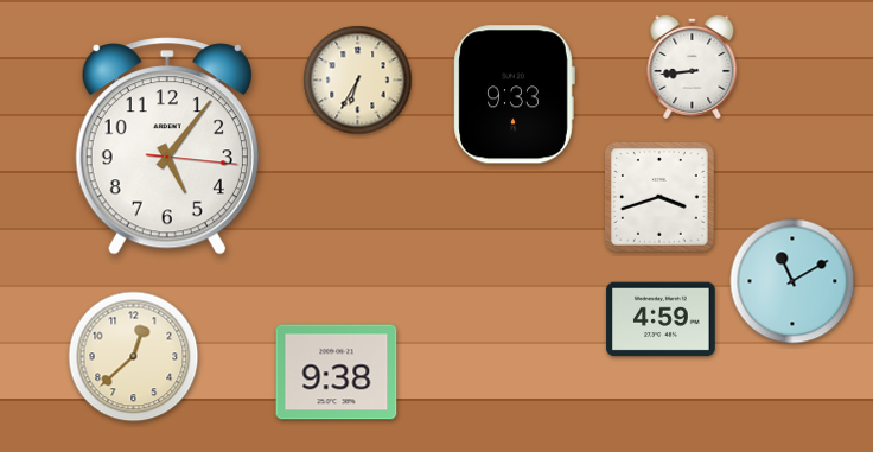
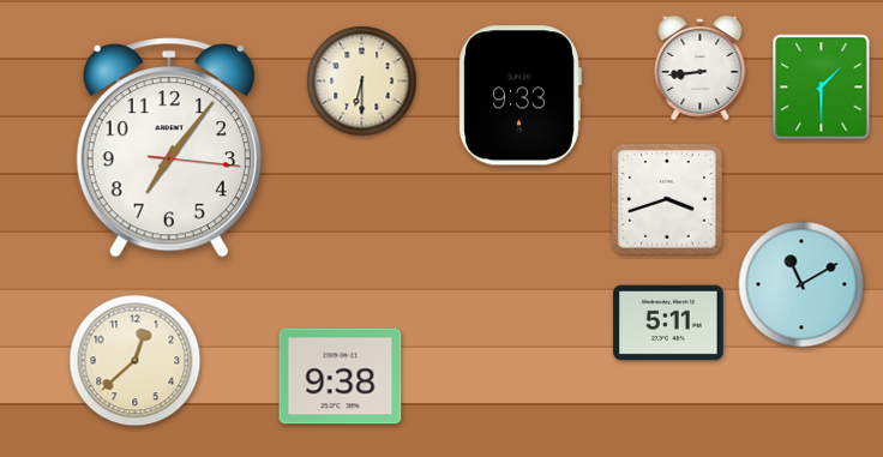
clock at (358, 81): 6:35 -> 6:30
clock at (822, 88): none -> 1:30
clock at (167, 146): 5:06 -> 7:06
clock at (661, 319): 4:59 -> 5:11
